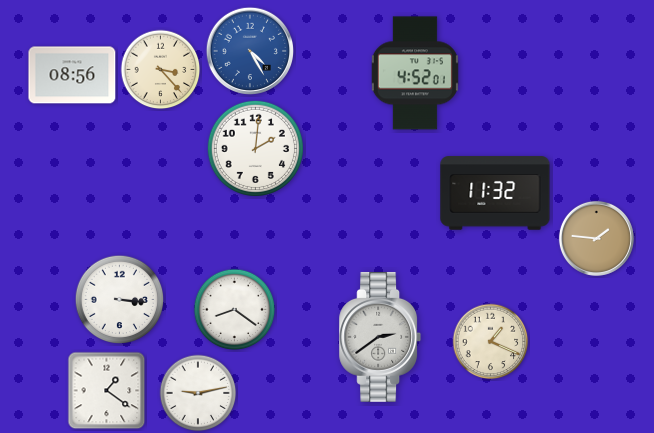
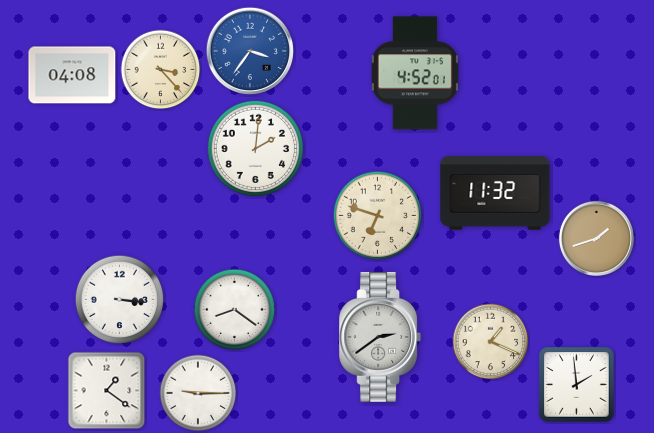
clock at (249, 50): 4:25 -> 3:36
clock at (72, 75): 08:56 -> 04:08
clock at (378, 216): none -> 6:48
clock at (596, 238): 1:46 -> 1:42
clock at (577, 385): none -> 1:59
clock at (198, 393): 9:13 -> 9:15
